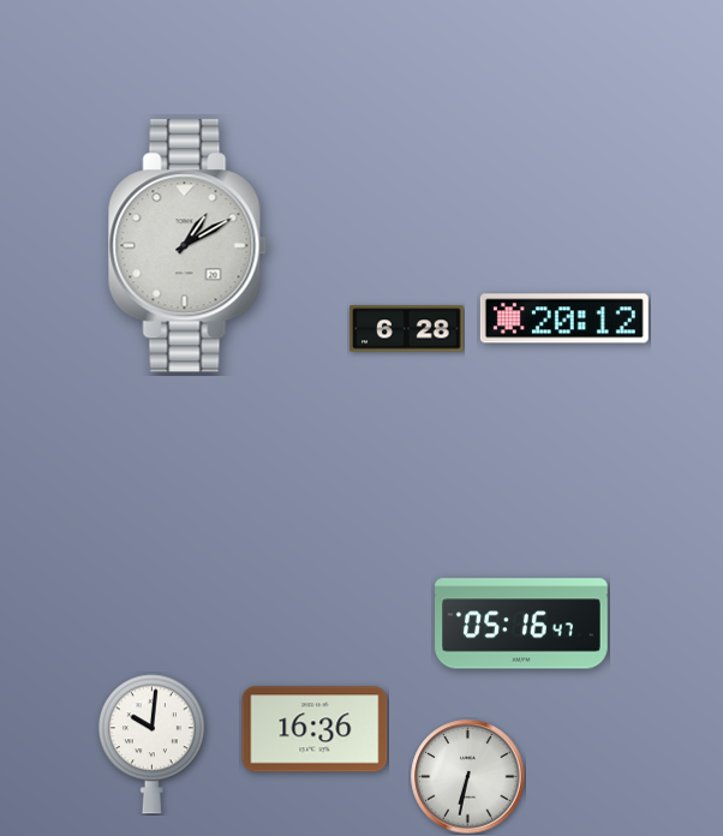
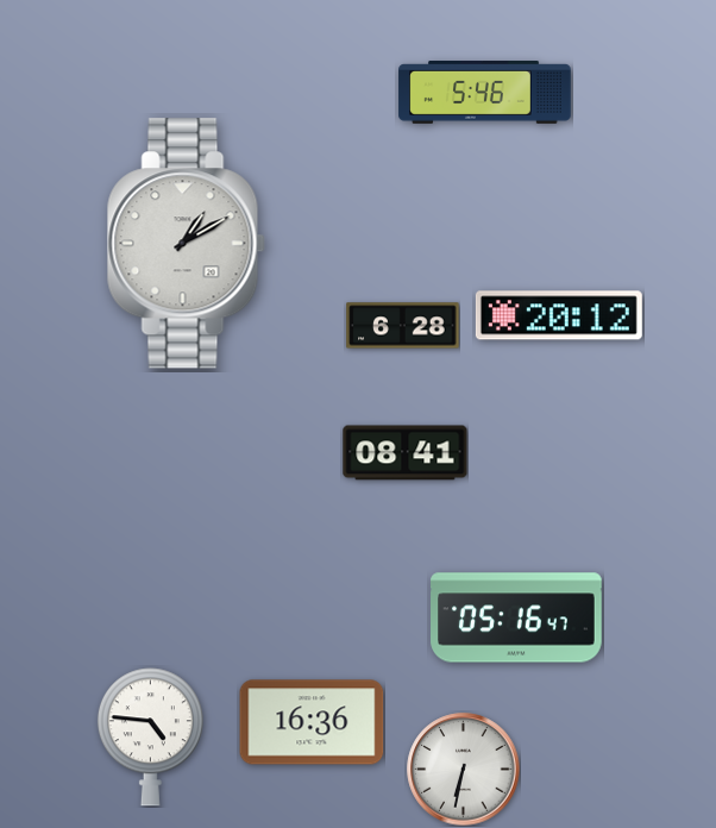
clock at (485, 93): none -> 5:46
clock at (406, 453): none -> 08:41
clock at (151, 745): 10:01 -> 4:46
